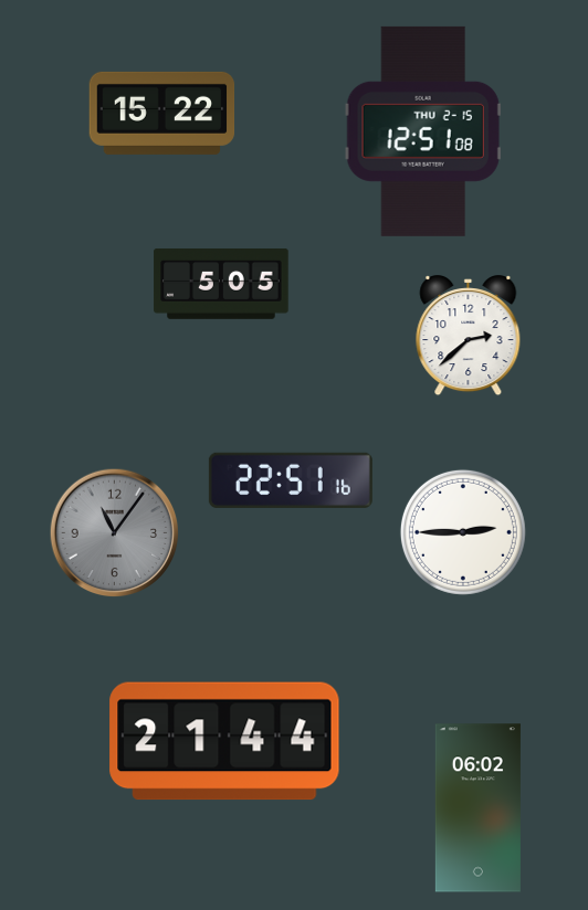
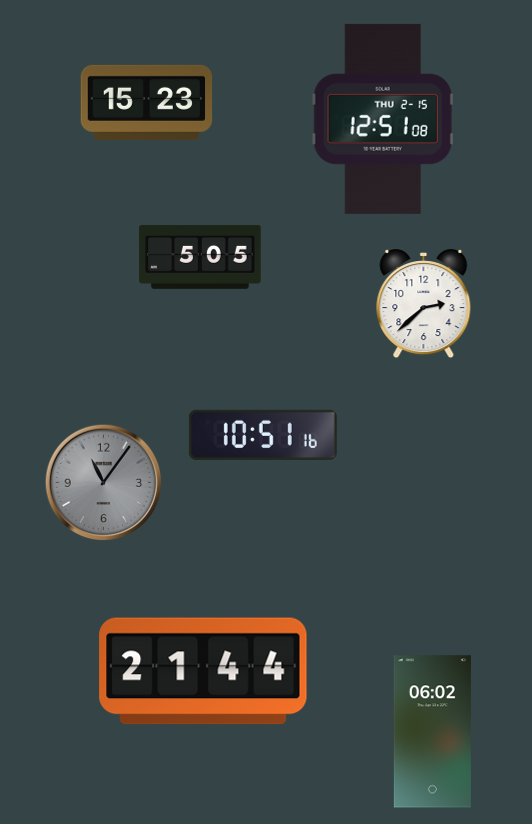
clock at (162, 113): 15:22 -> 15:23
clock at (291, 480): 22:51 -> 10:51
clock at (463, 532): 2:45 -> none
